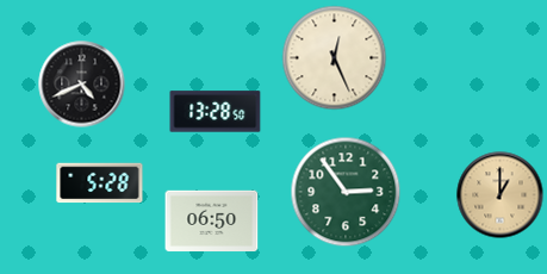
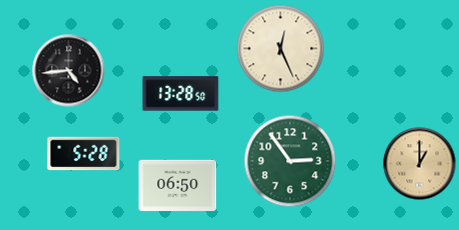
clock at (82, 85): 4:41 -> 4:44
